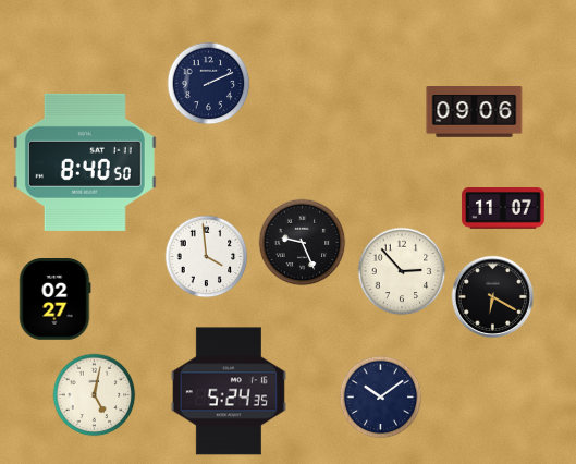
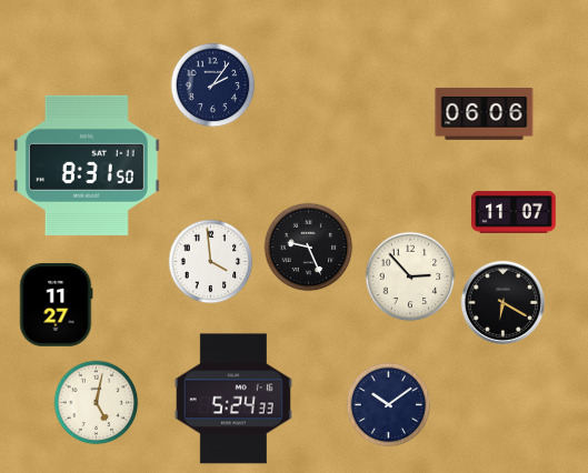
clock at (209, 84): 2:11 -> 2:06
clock at (475, 112): 09:06 -> 06:06
clock at (85, 162): 8:40 -> 8:31
clock at (56, 300): 02:27 -> 11:27
clock at (229, 391): 5:24:35 -> 5:24:33
